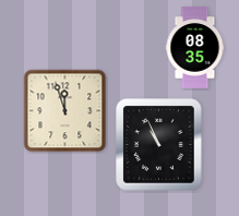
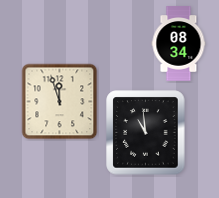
clock at (195, 48): 08:35 -> 08:34
clock at (159, 145): 10:56 -> 10:59
